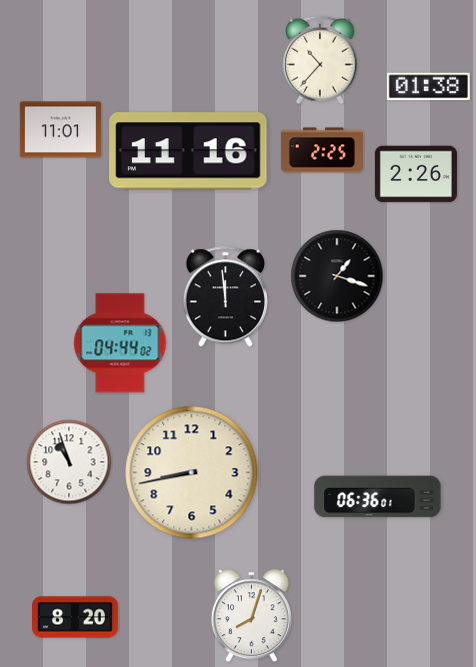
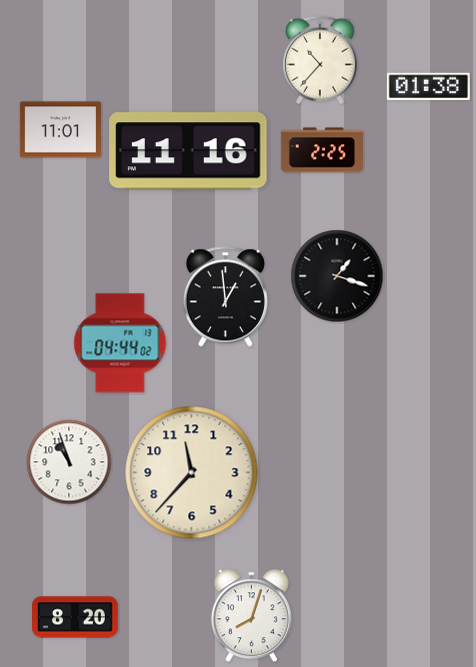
clock at (416, 174): 2:26 -> none
clock at (225, 297): 11:59 -> 12:59
clock at (192, 473): 8:43 -> 11:37
clock at (378, 497): 06:36 -> none
